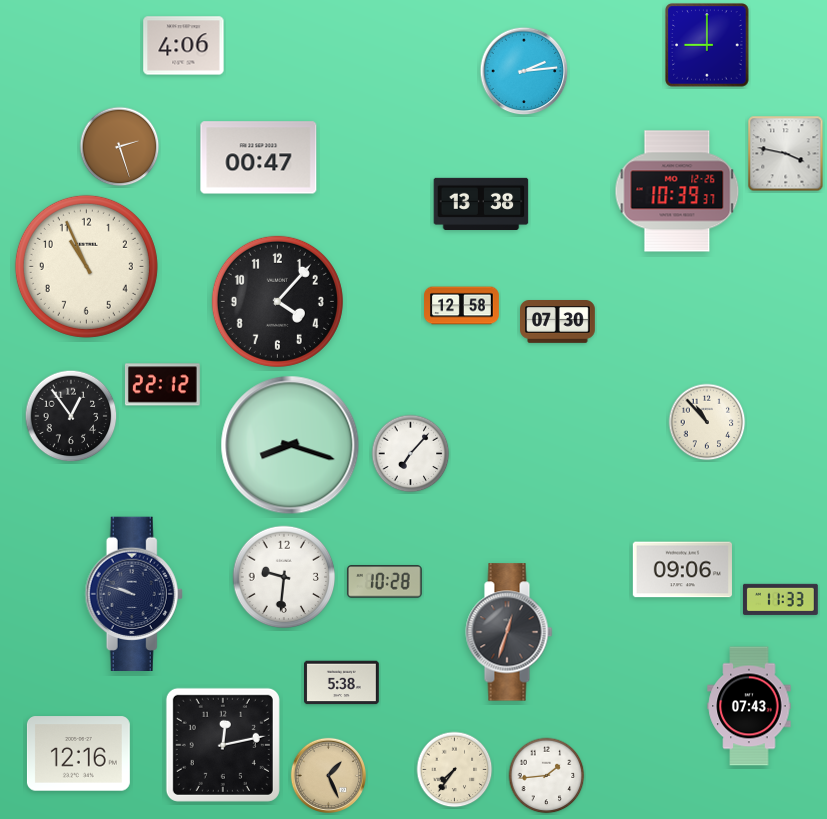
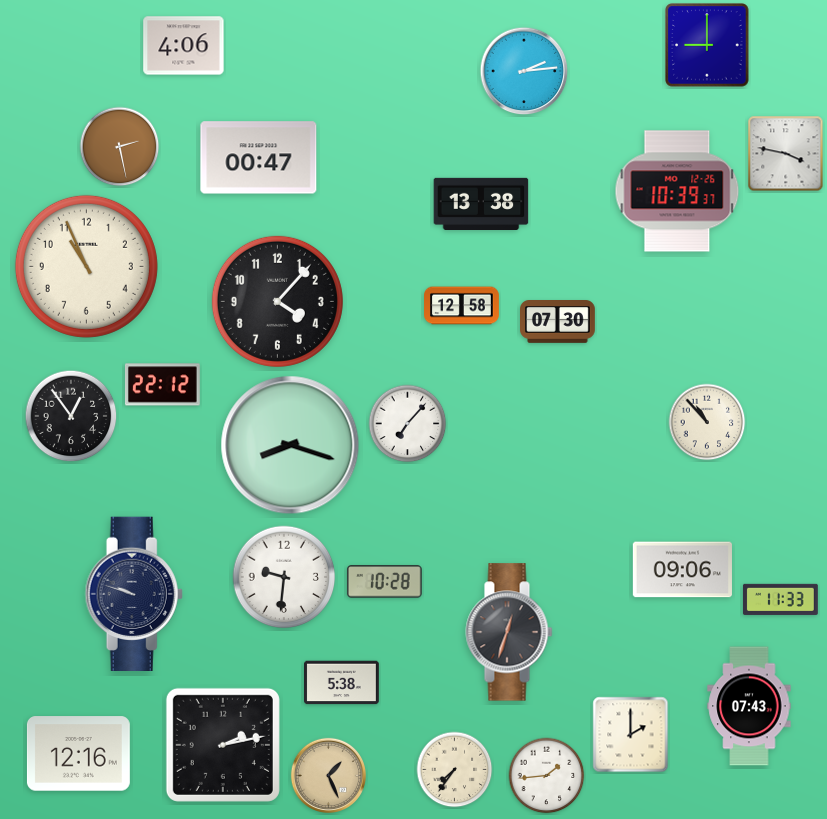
clock at (120, 147): 2:27 -> 2:28
clock at (411, 454) position: (411, 454) -> (408, 424)
clock at (631, 735): none -> 2:00
clock at (223, 745): 12:13 -> 2:13
